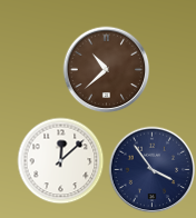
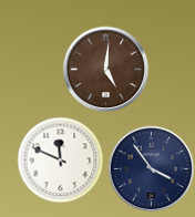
clock at (106, 69): 10:38 -> 5:01
clock at (60, 160): 12:08 -> 11:49
